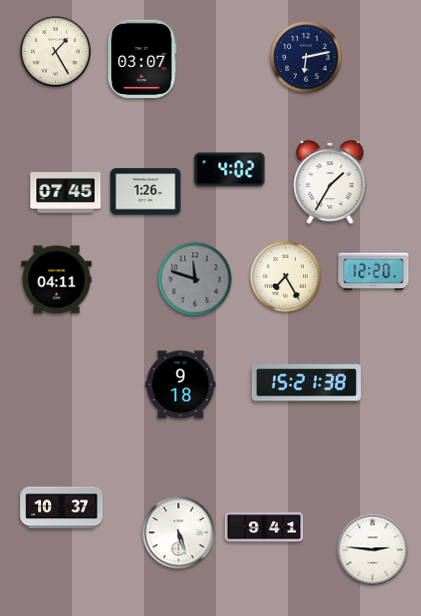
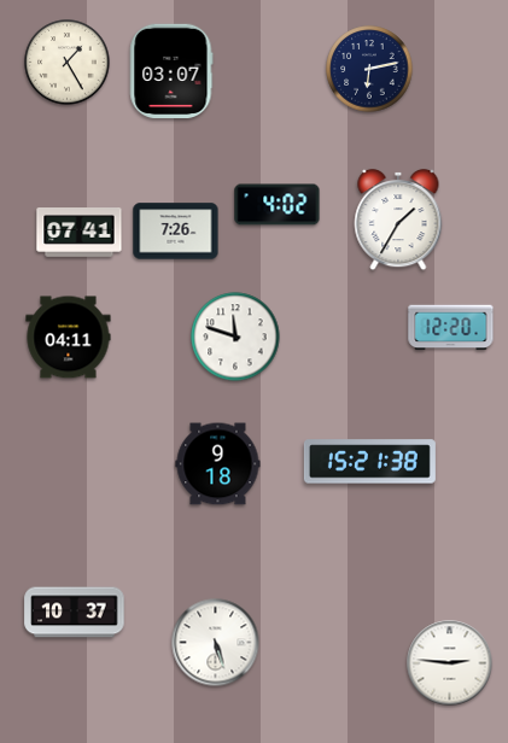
clock at (146, 192): 1:26 -> 7:26
clock at (66, 193): 07:45 -> 07:41
clock at (286, 277): 7:25 -> none
clock at (195, 279) dial: grey -> white
clock at (264, 527): 9:41 -> none
